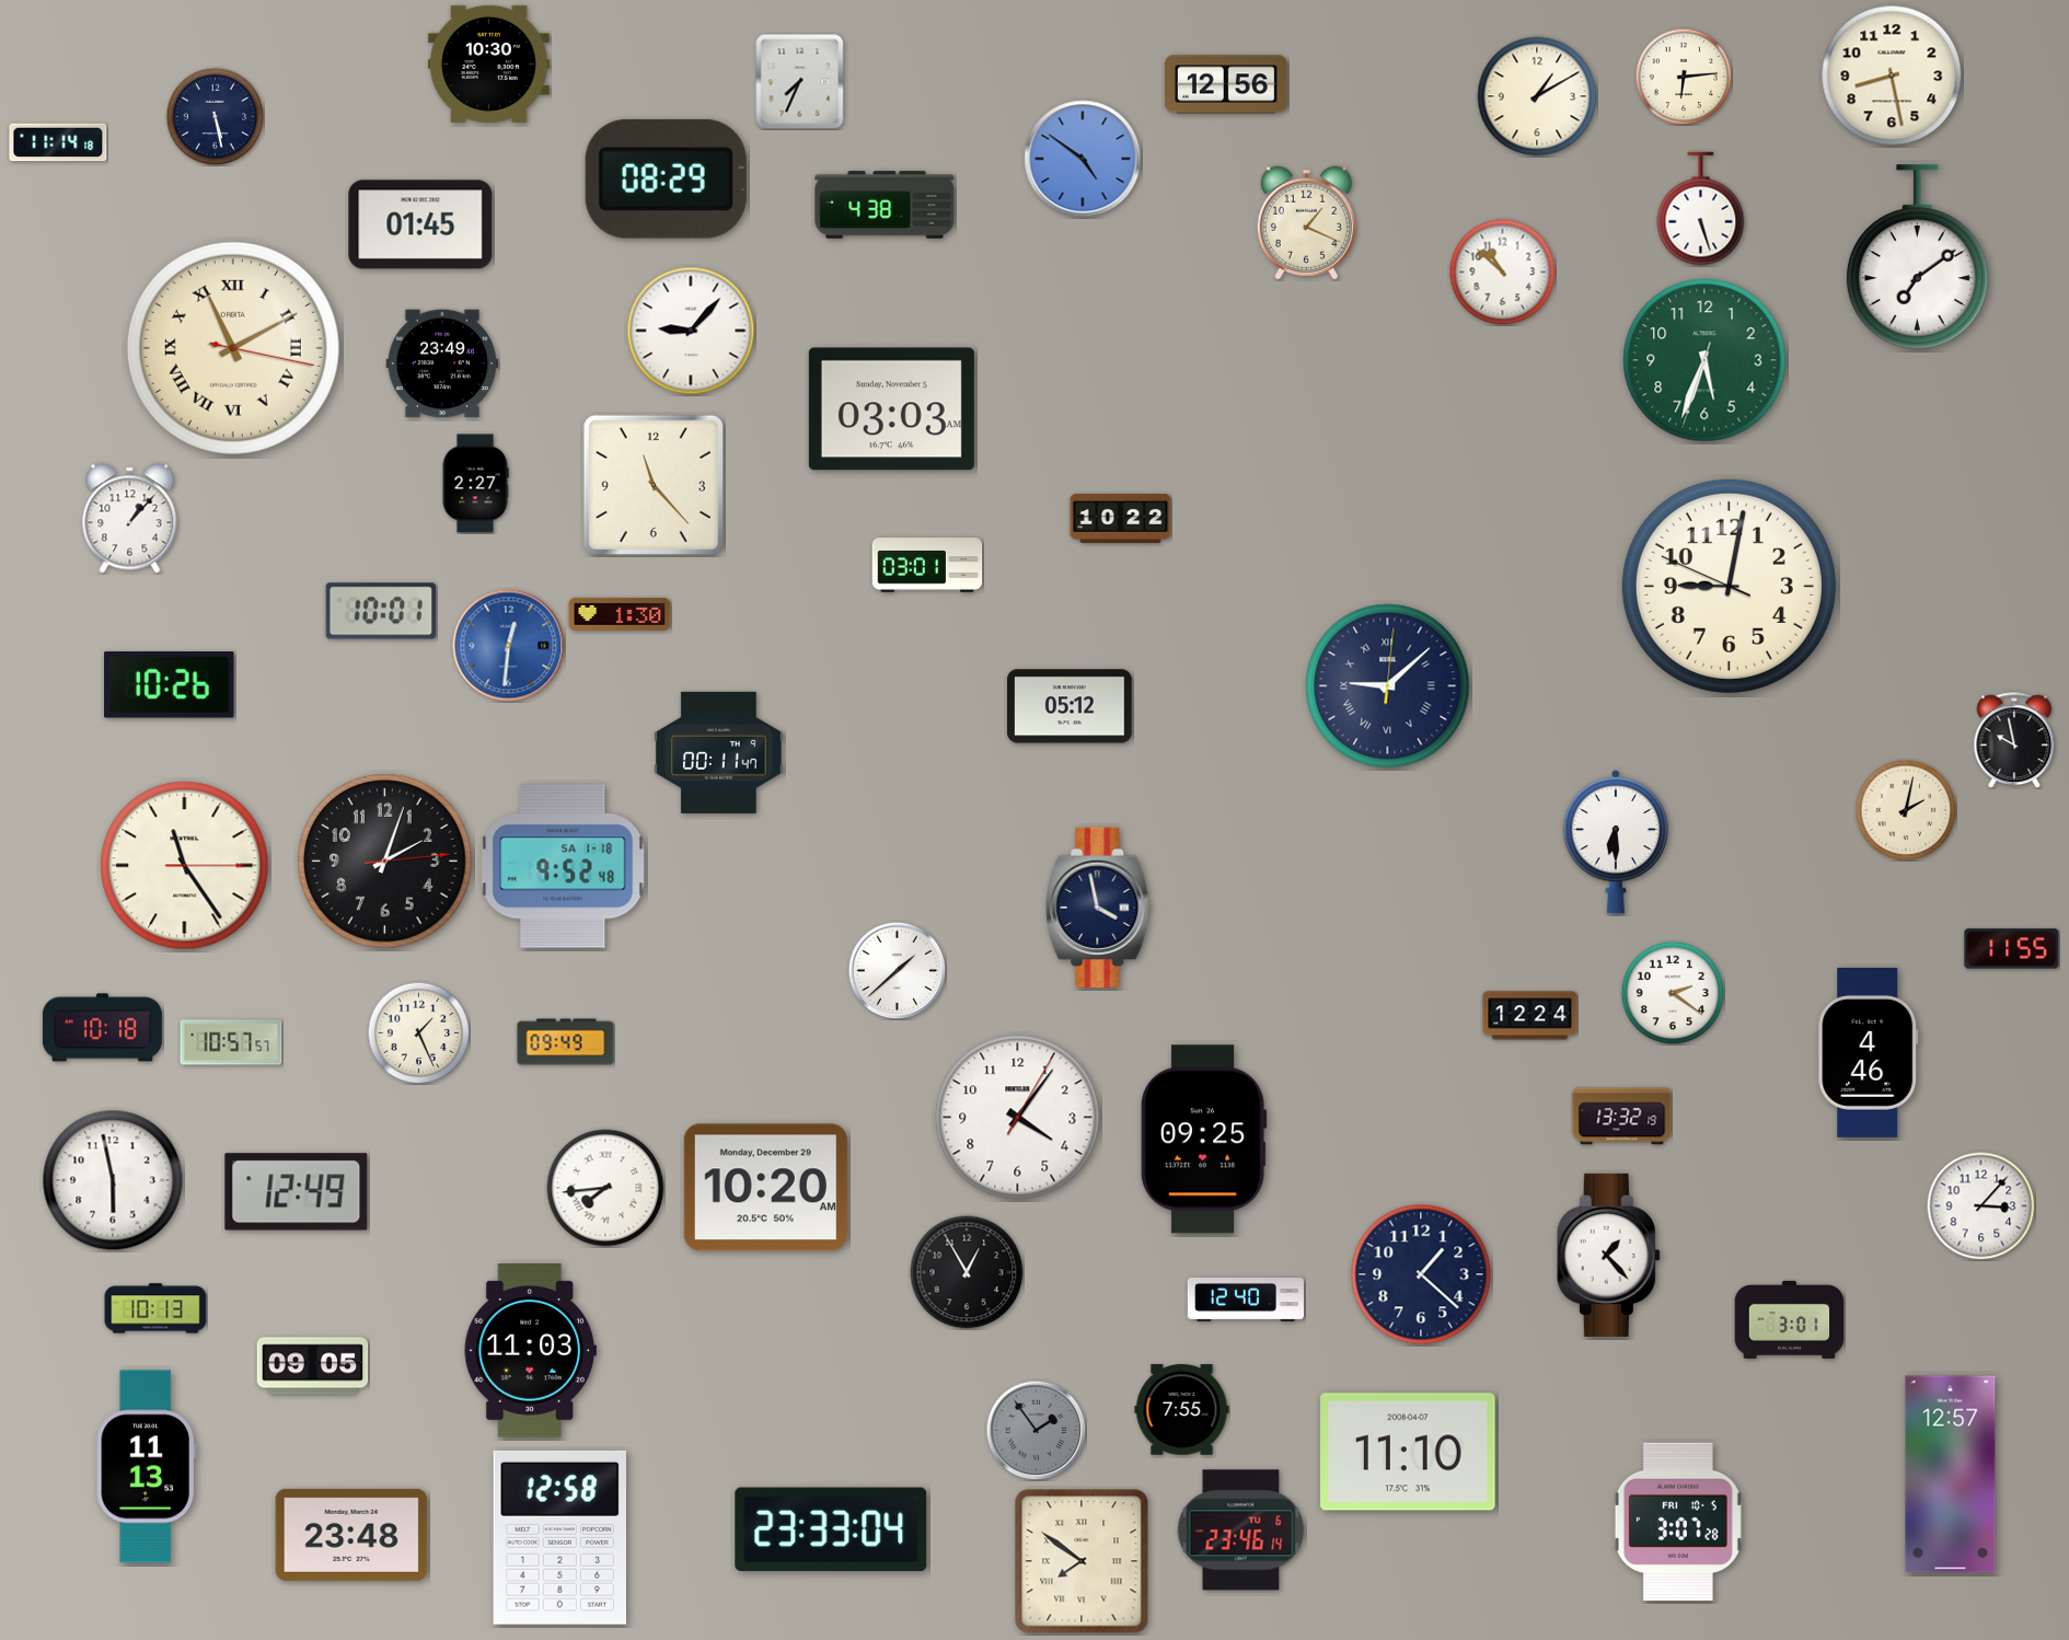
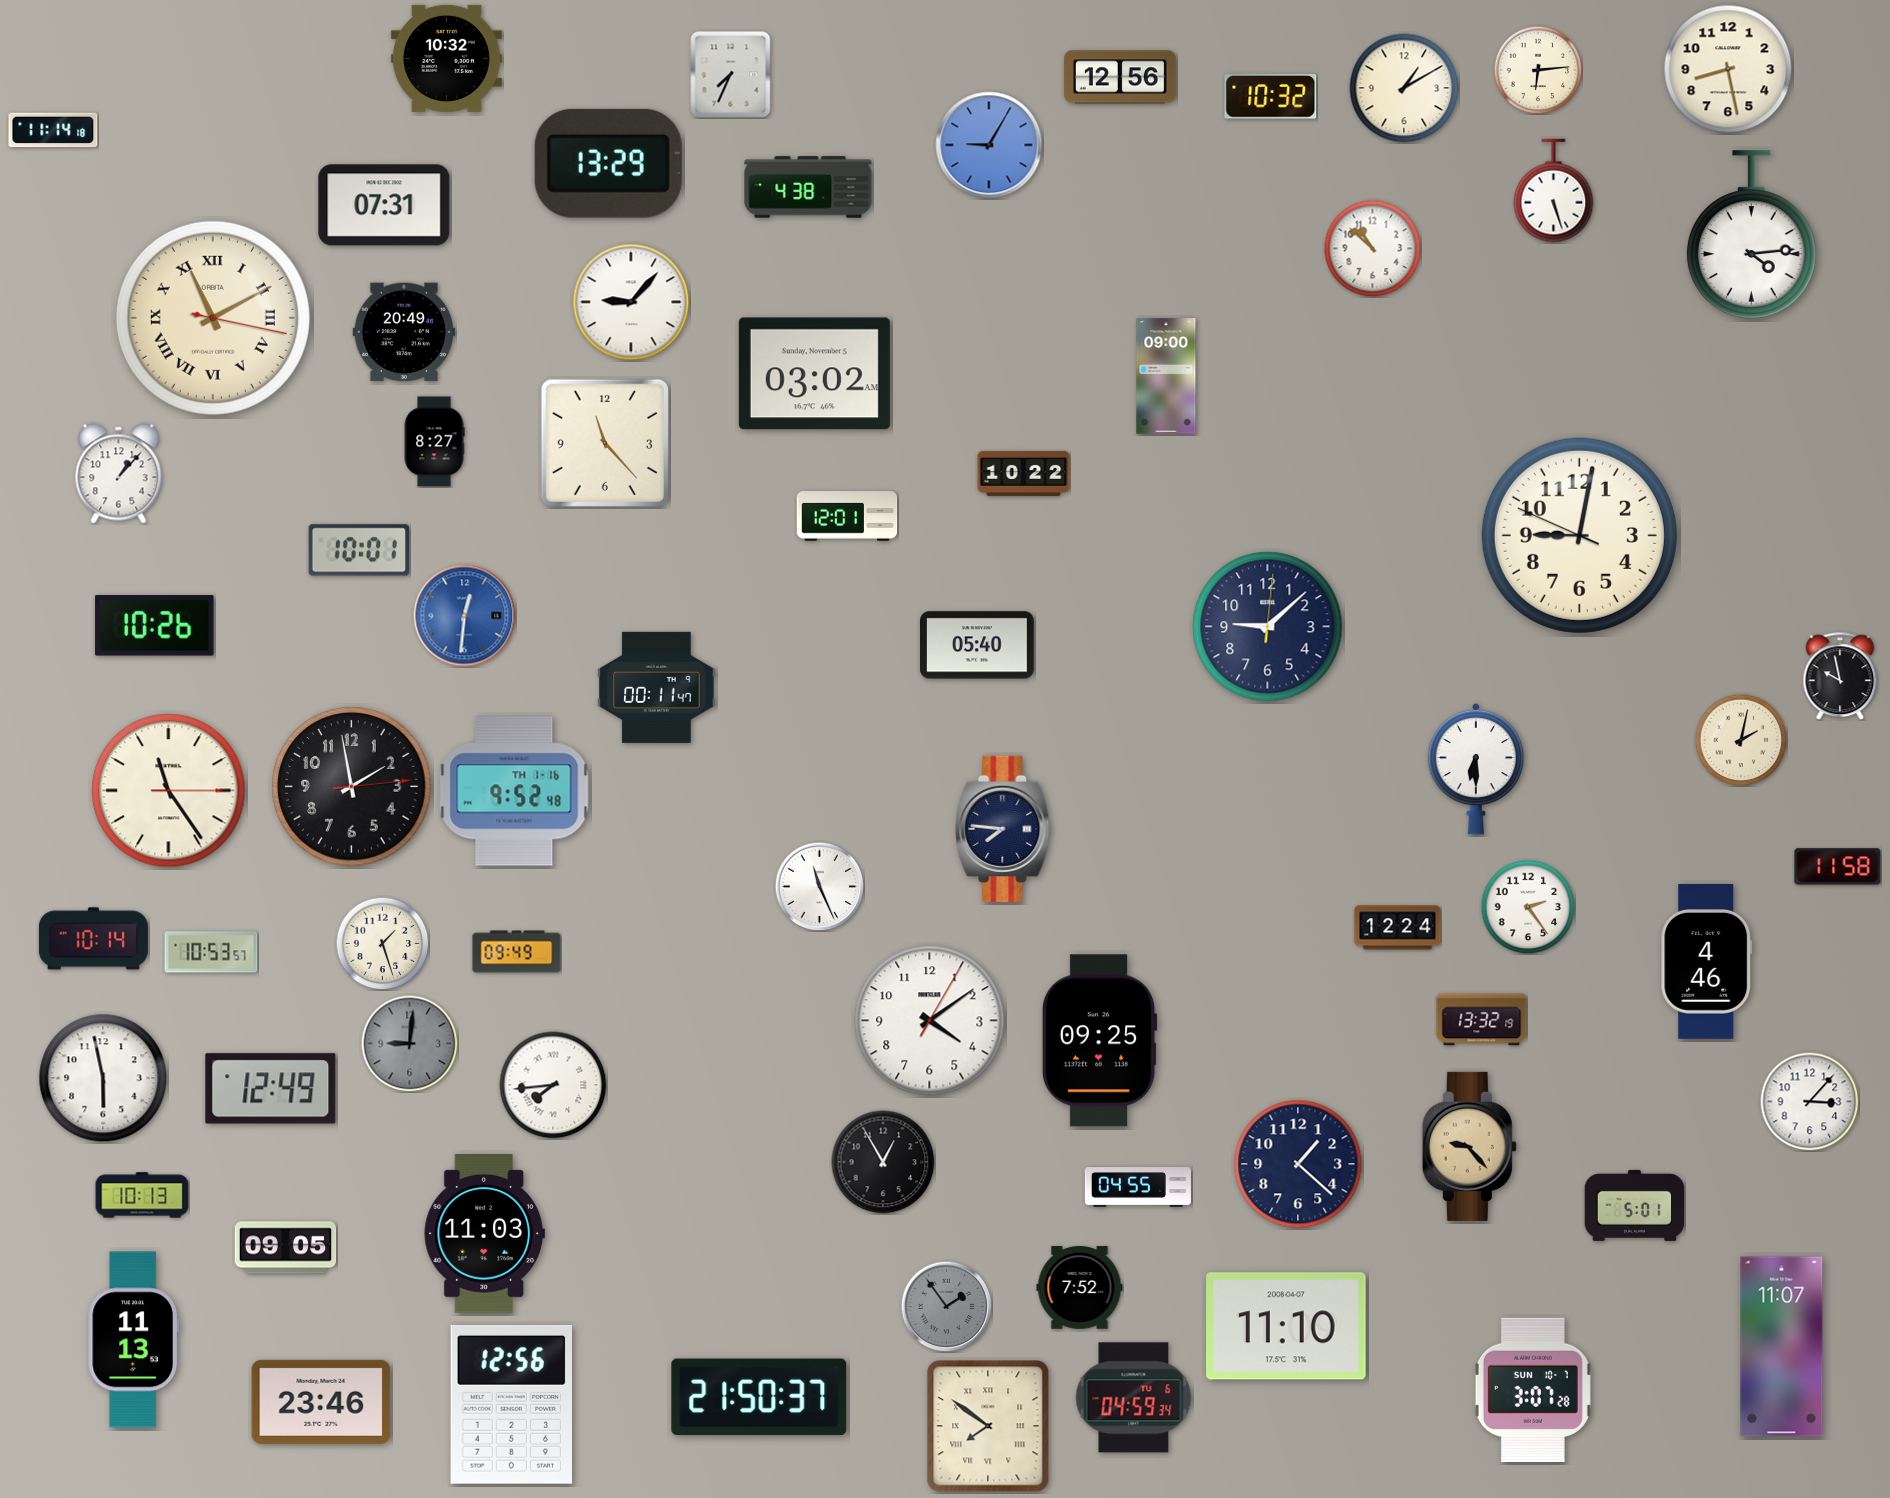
clock at (488, 63): 10:30 -> 10:32
clock at (1271, 97): none -> 10:32
clock at (215, 116): 5:28 -> none
clock at (1083, 159): 4:51 -> 9:05
clock at (666, 178): 08:29 -> 13:29
clock at (1306, 223): 1:19 -> none
clock at (420, 224): 01:45 -> 07:31
clock at (1917, 257): 7:09 -> 4:14
clock at (1704, 360): 5:33 -> none
clock at (441, 363): 23:49 -> 20:49
clock at (891, 409): 03:03 -> 03:02
clock at (1166, 376): none -> 09:00
clock at (475, 484): 2:27 -> 8:27
clock at (654, 485) position: (654, 485) -> (605, 443)
clock at (927, 565): 03:01 -> 12:01
clock at (381, 611) position: (381, 611) -> (359, 550)
clock at (620, 614): 1:30 -> none
clock at (509, 646) position: (509, 646) -> (465, 616)
clock at (1388, 686) numerals: Roman -> Arabic
clock at (1071, 706): 05:12 -> 05:40
clock at (385, 862): 2:03 -> 1:58
clock at (563, 866) date: SA 1-18 -> TH 1-16
clock at (1098, 908): 3:58 -> 7:46
clock at (2012, 949): 11:55 -> 11:58
clock at (897, 970): 1:38 -> 11:26
clock at (1673, 993): 2:21 -> 2:24
clock at (102, 1028): 10:18 -> 10:14
clock at (418, 1032): 1:26 -> 1:27
clock at (231, 1042): 10:57 -> 10:53
clock at (1018, 1118): 4:06 -> 4:09
clock at (409, 1043): none -> 9:01
clock at (765, 1188): 10:20 -> none
clock at (1608, 1255): 1:23 -> 9:23
clock at (1608, 1255) dial: white -> champagne
clock at (1246, 1301): 12:40 -> 04:55
clock at (1790, 1319): 3:01 -> 5:01
clock at (1182, 1410): 7:55 -> 7:52
clock at (1951, 1475): 12:57 -> 11:07
clock at (1678, 1521) date: FRI 10-5 -> SUN 10-7
clock at (831, 1529): 23:33 -> 21:50
clock at (1241, 1531): 23:46 -> 04:59
clock at (351, 1535): 23:48 -> 23:46
clock at (559, 1537): 12:58 -> 12:56
